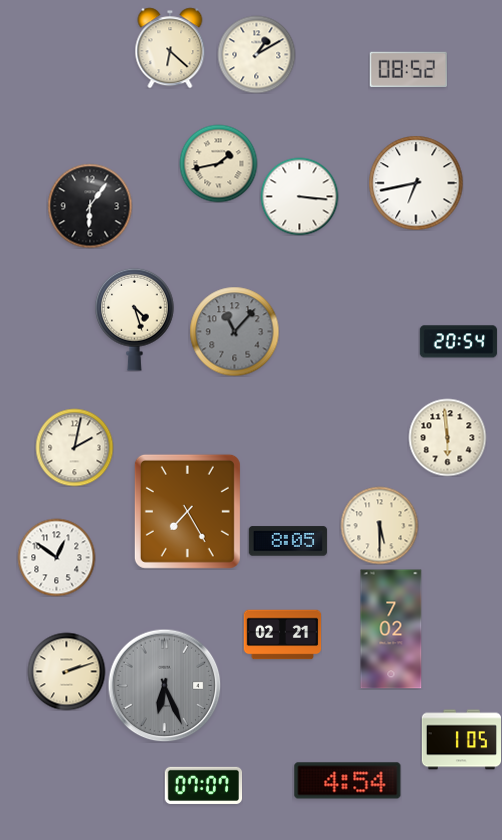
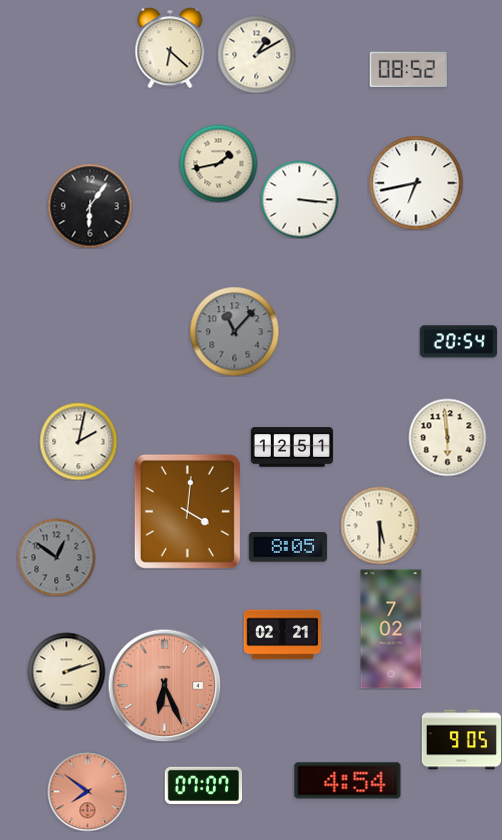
clock at (299, 196) position: (299, 196) -> (299, 199)
clock at (135, 319): 4:27 -> none
clock at (74, 447) position: (74, 447) -> (78, 441)
clock at (292, 447): none -> 12:51
clock at (187, 511): 7:25 -> 4:01
clock at (288, 541) position: (288, 541) -> (288, 547)
clock at (56, 557) dial: white -> grey
clock at (164, 685) dial: grey -> salmon
clock at (461, 740): 1:05 -> 9:05
clock at (87, 791): none -> 7:51
